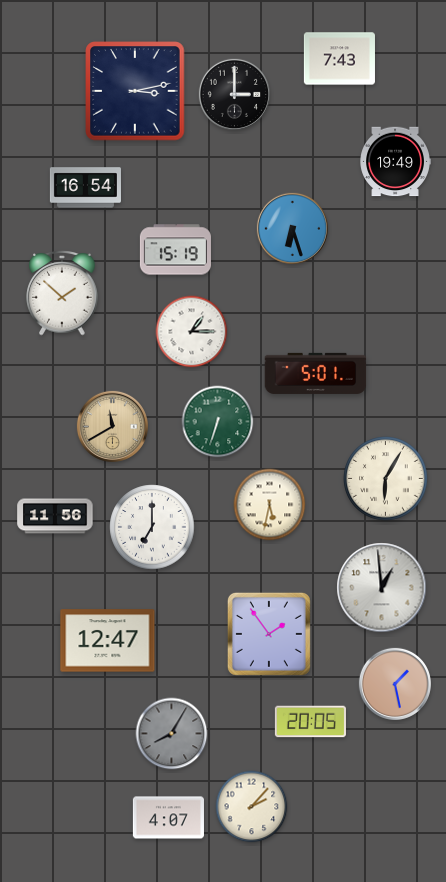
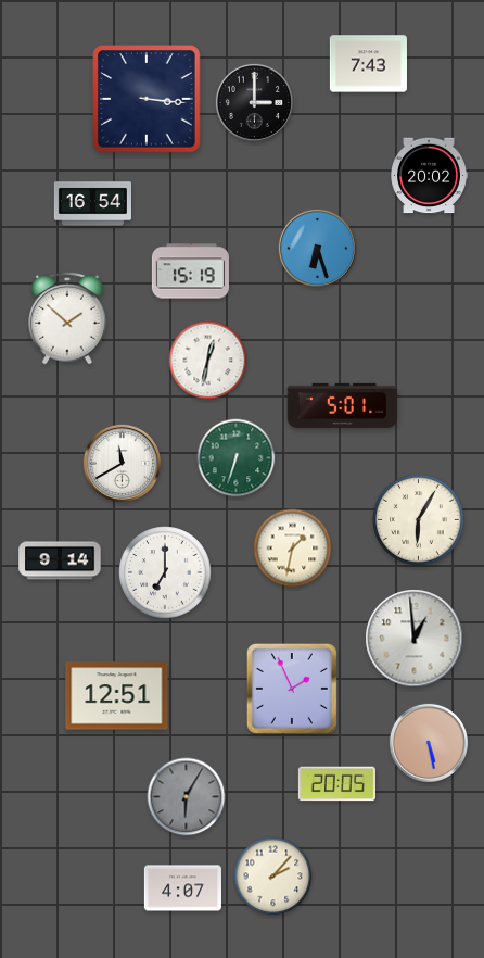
clock at (135, 91): 3:13 -> 3:16
clock at (395, 162): 19:49 -> 20:02
clock at (192, 332): 1:15 -> 12:32
clock at (112, 426) dial: champagne -> white
clock at (270, 505): 5:32 -> 1:32
clock at (55, 516): 11:56 -> 9:14
clock at (269, 634): 1:54 -> 1:56
clock at (108, 641): 12:47 -> 12:51
clock at (395, 684): 1:28 -> 5:28
clock at (172, 734): 8:05 -> 6:05
